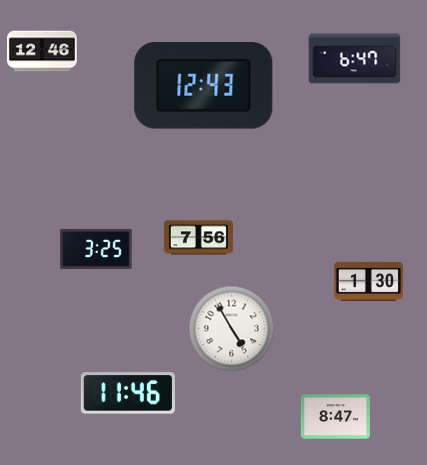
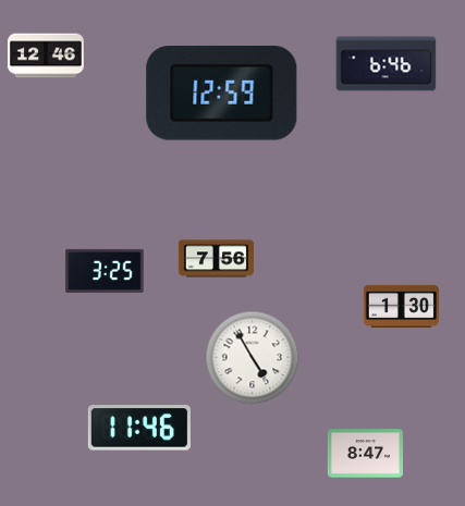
clock at (355, 59): 6:47 -> 6:46
clock at (204, 86): 12:43 -> 12:59
